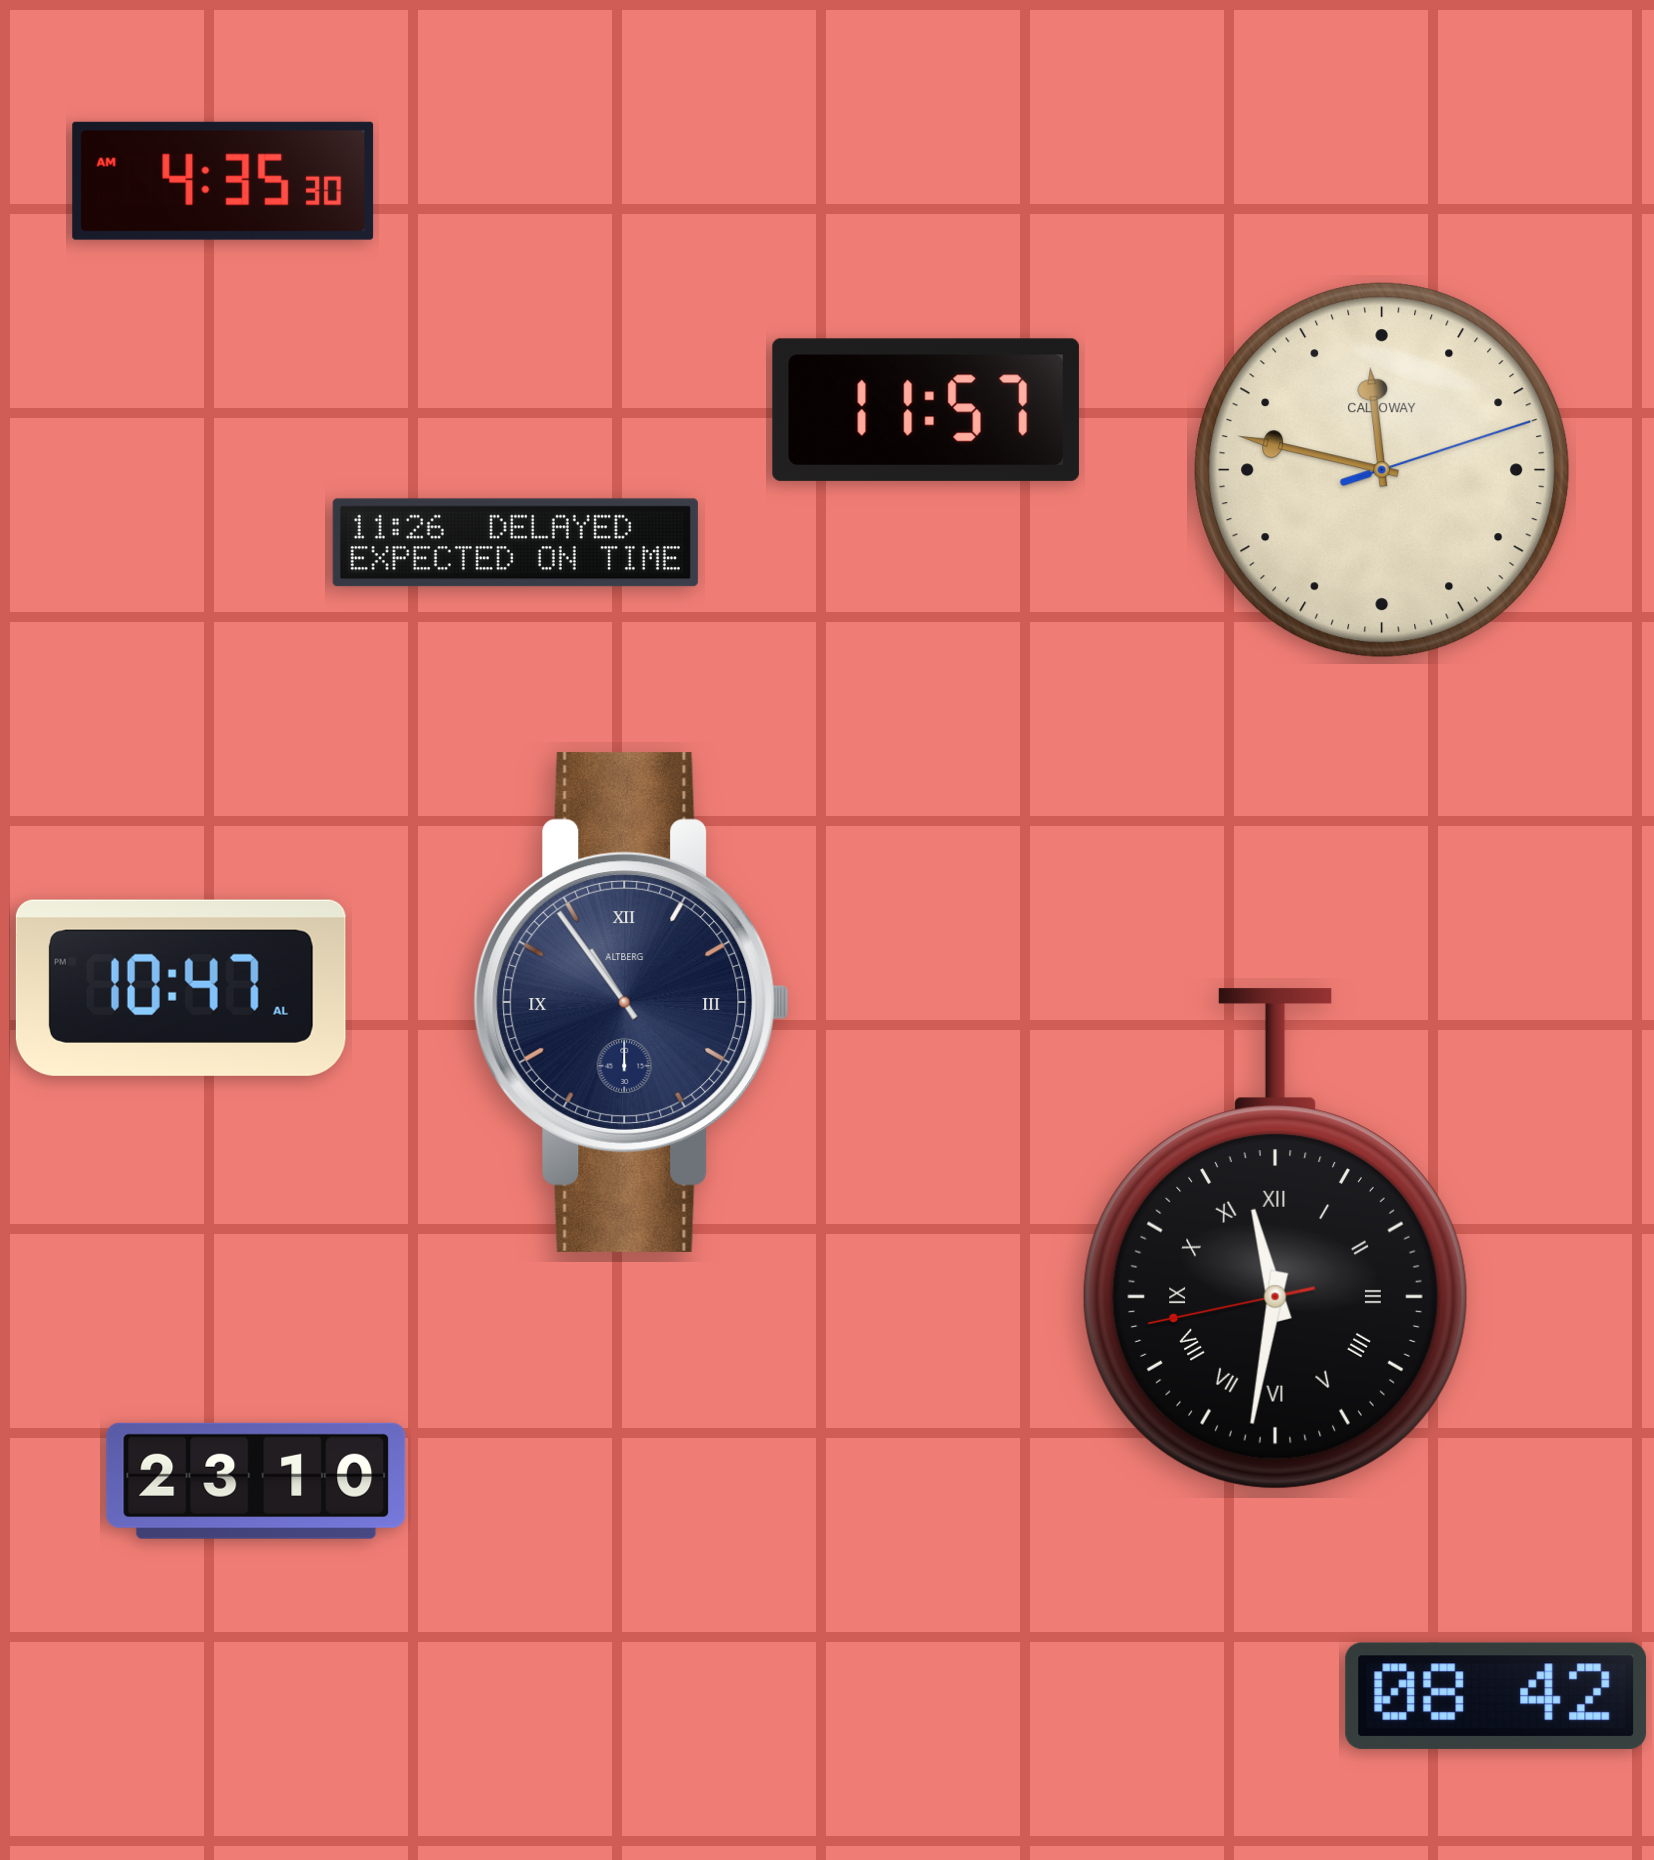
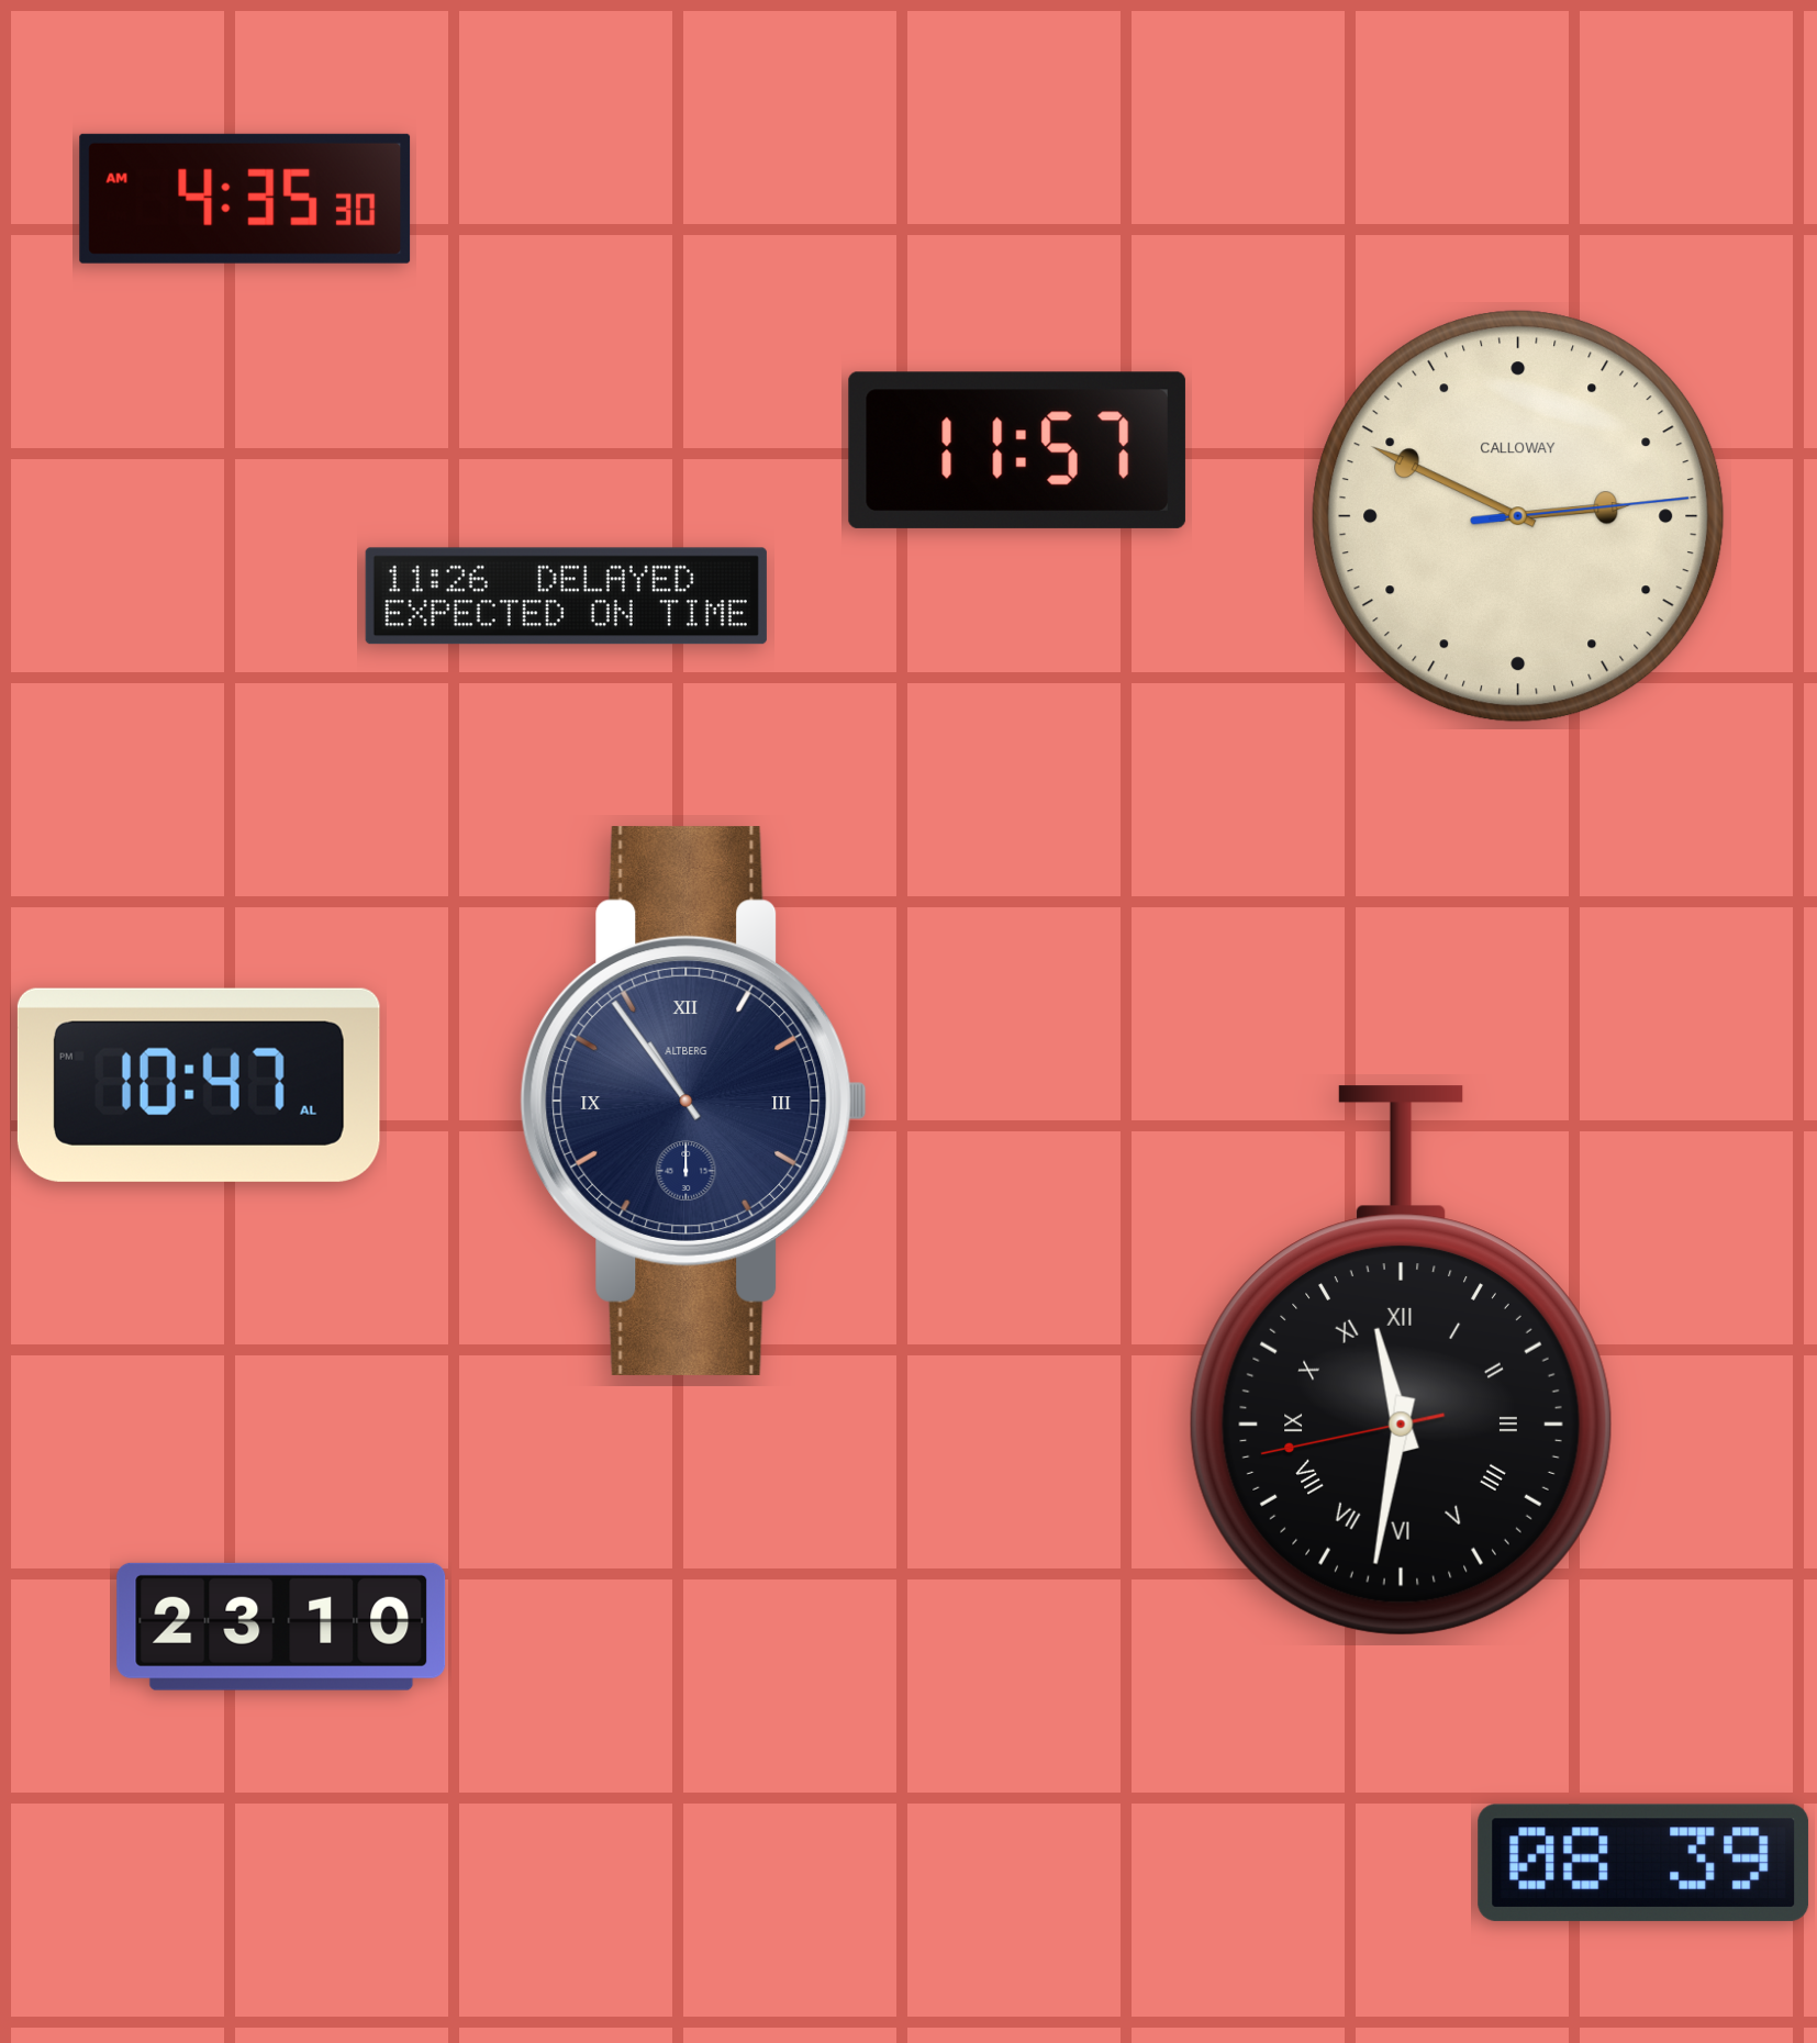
clock at (1382, 470): 11:47 -> 2:49
clock at (1496, 1696): 08:42 -> 08:39
